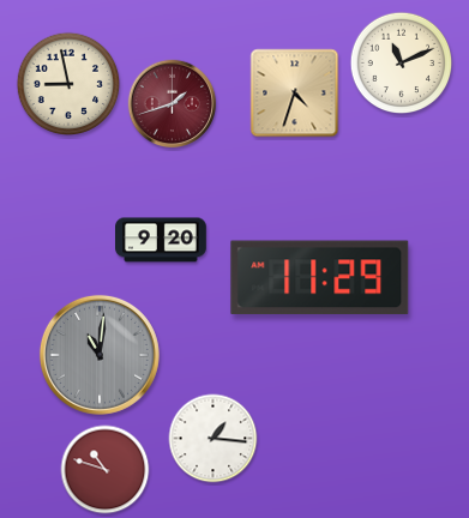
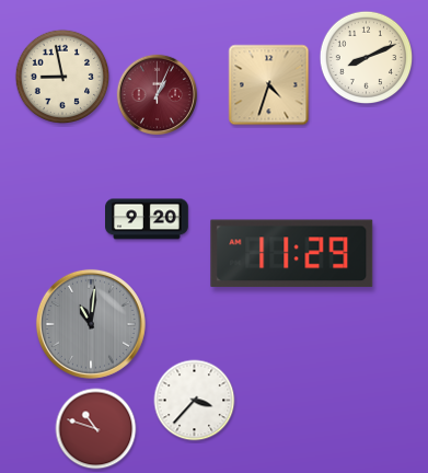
clock at (402, 64): 11:11 -> 8:11
clock at (173, 104): 1:42 -> 1:04
clock at (214, 439): 1:16 -> 3:37
